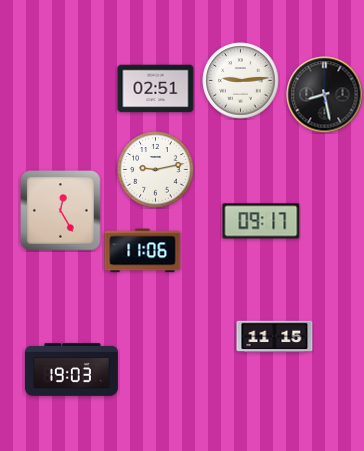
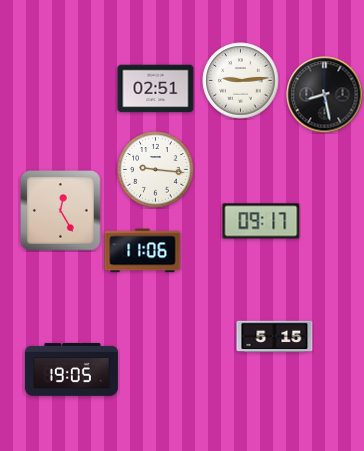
clock at (156, 170): 9:13 -> 9:16
clock at (275, 337): 11:15 -> 5:15
clock at (71, 369): 19:03 -> 19:05
